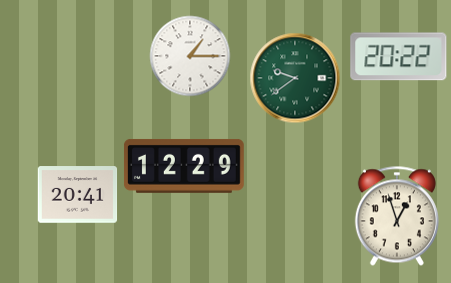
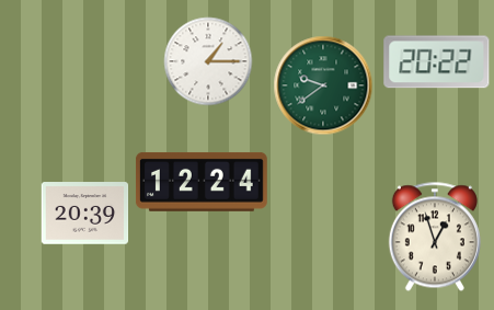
clock at (184, 166): 12:29 -> 12:24
clock at (78, 195): 20:41 -> 20:39
